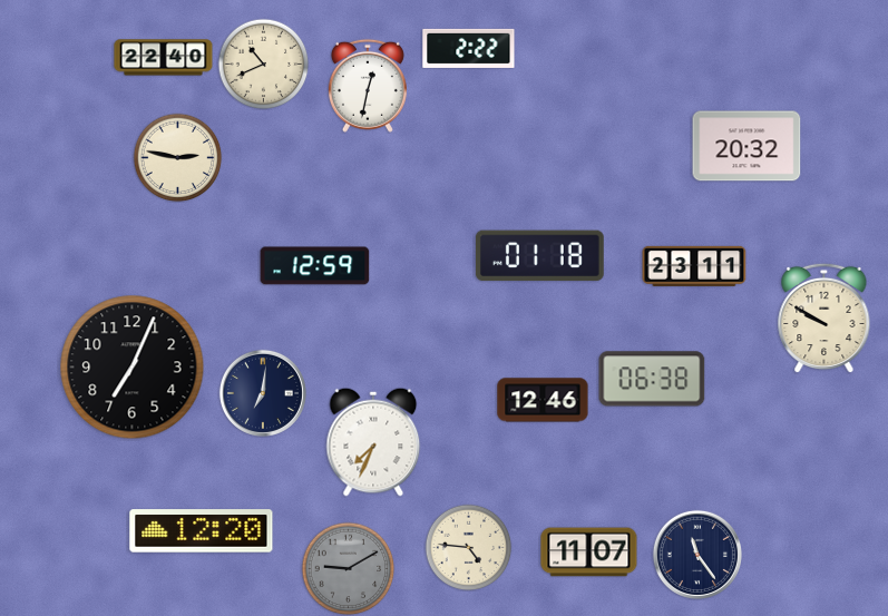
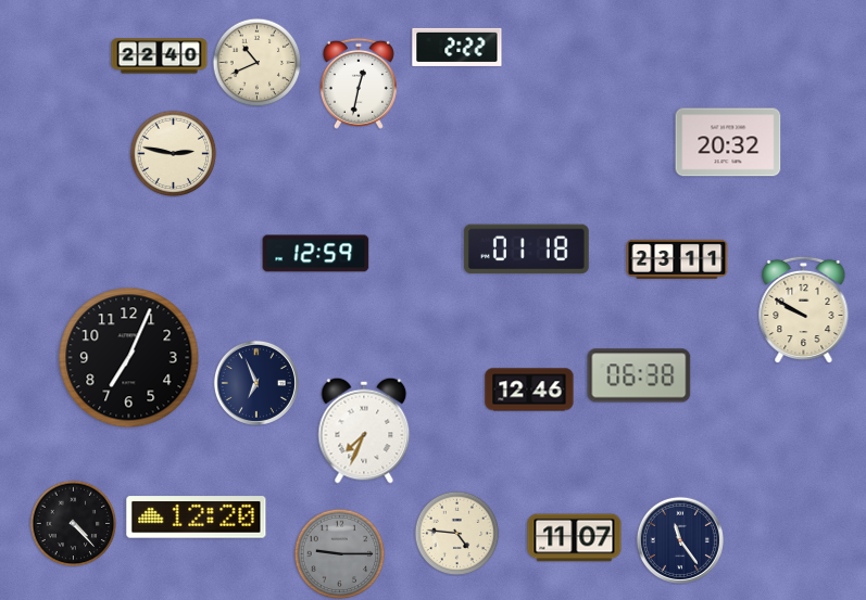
clock at (315, 266) position: (315, 266) -> (316, 254)
clock at (652, 379) position: (652, 379) -> (639, 375)
clock at (263, 393): 7:01 -> 6:56
clock at (73, 523): none -> 4:23
clock at (348, 568): 9:10 -> 9:15
